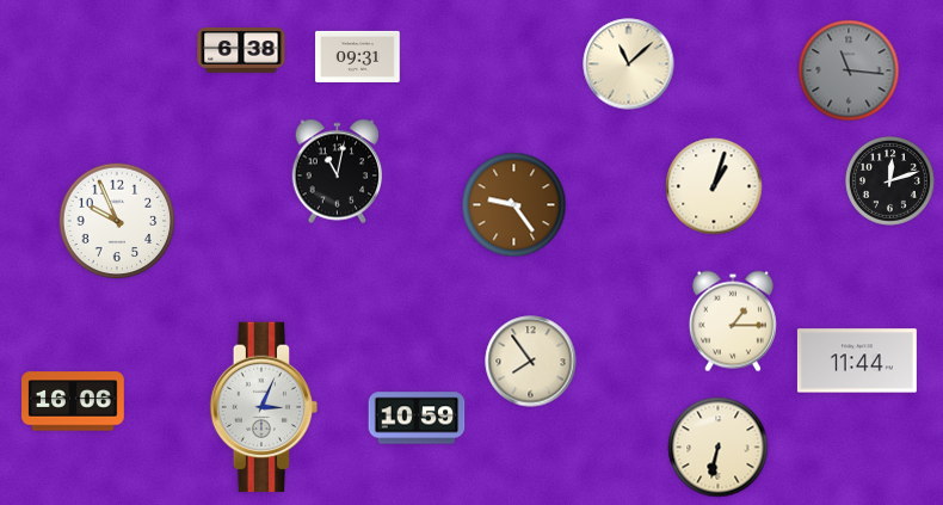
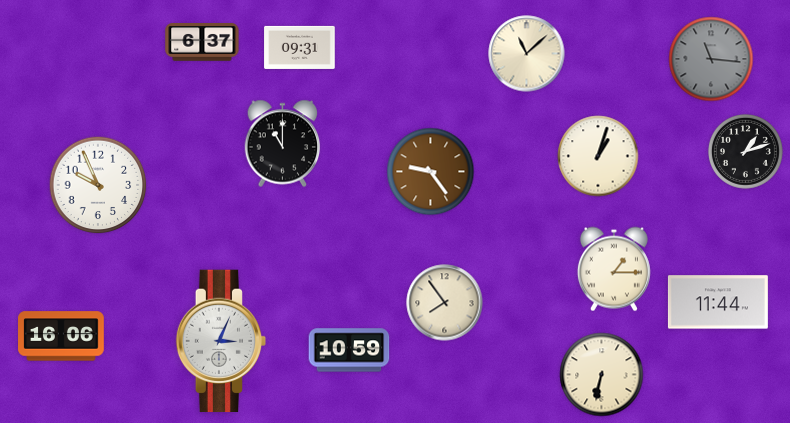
clock at (241, 51): 6:38 -> 6:37
clock at (338, 172): 11:02 -> 11:00
clock at (889, 180): 12:12 -> 1:12
